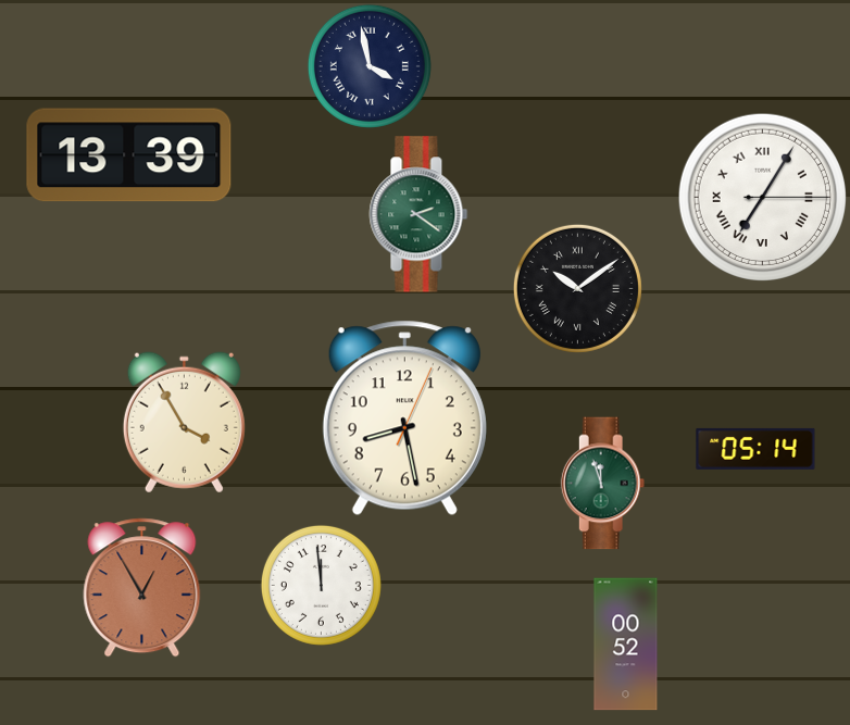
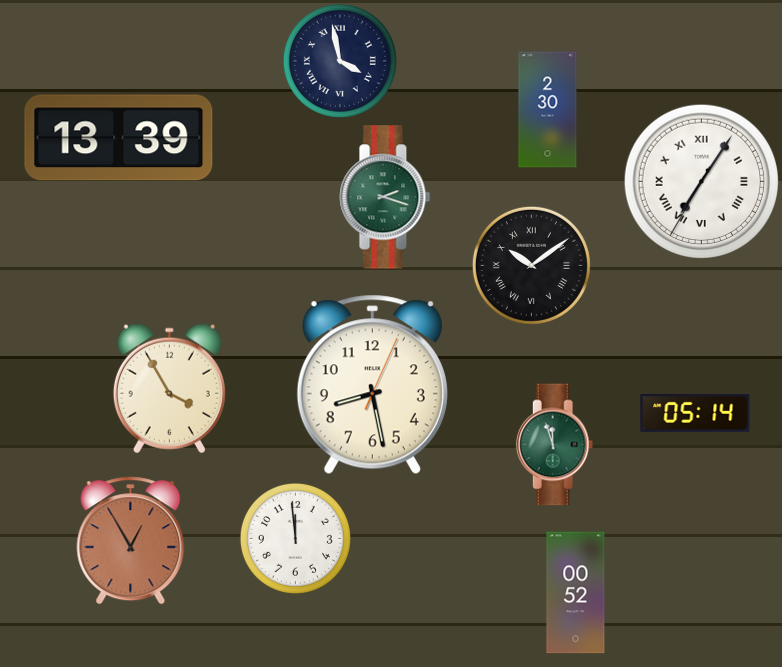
clock at (548, 110): none -> 2:30
clock at (129, 155) position: (129, 155) -> (119, 138)
clock at (762, 197): 7:05:15 -> 7:05:35
clock at (418, 214): 2:21 -> 2:18
